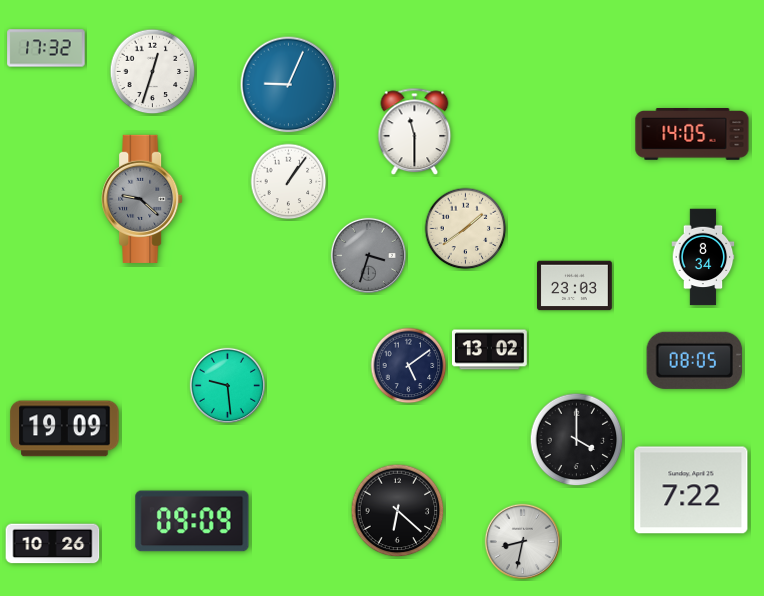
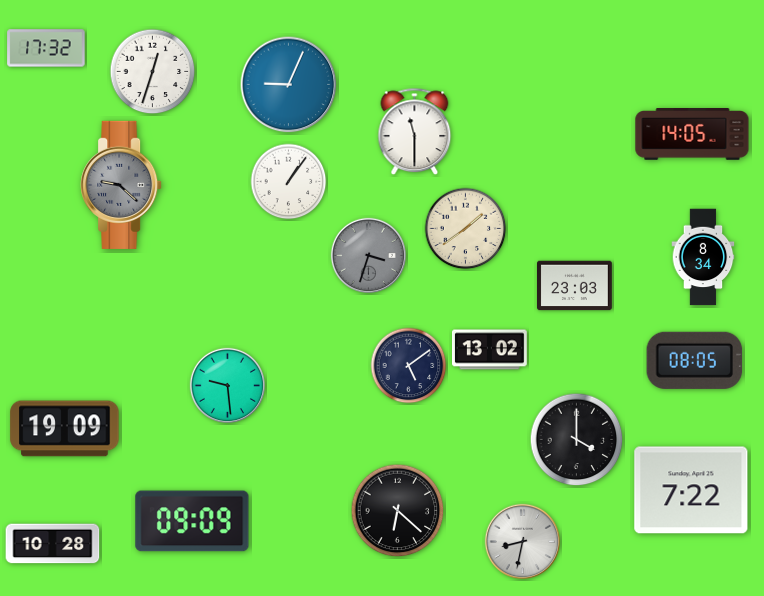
clock at (142, 199) position: (142, 199) -> (121, 185)
clock at (53, 544): 10:26 -> 10:28
